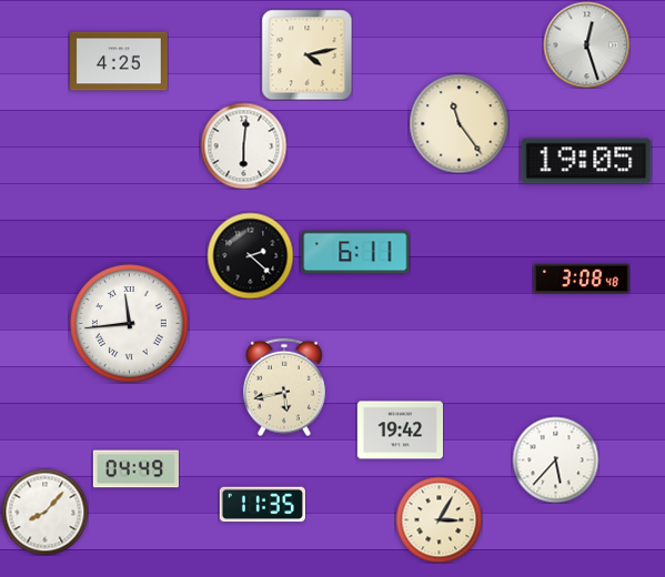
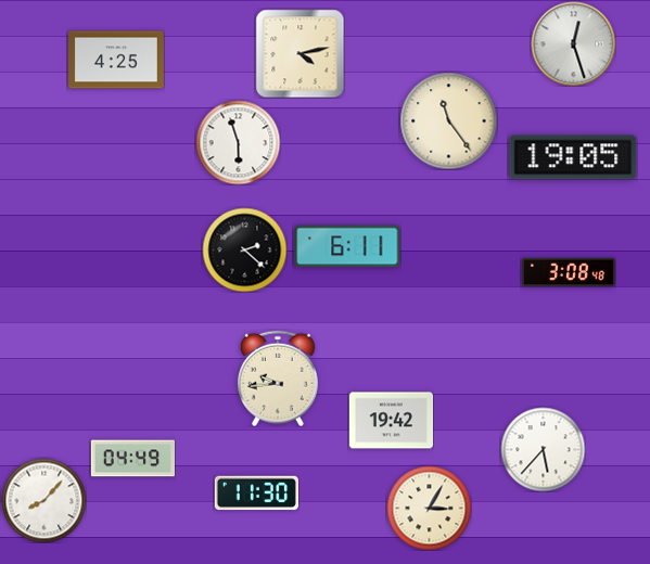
clock at (243, 145): 6:01 -> 5:57
clock at (130, 324): 11:44 -> none
clock at (284, 387): 5:43 -> 9:44
clock at (262, 505): 11:35 -> 11:30
